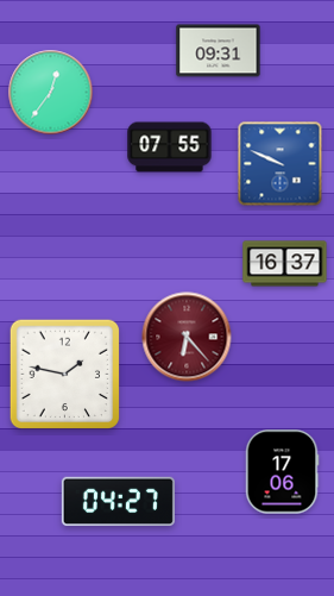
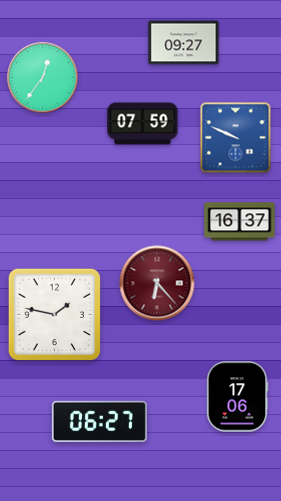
clock at (219, 51): 09:31 -> 09:27
clock at (170, 148): 07:55 -> 07:59
clock at (118, 502): 04:27 -> 06:27
